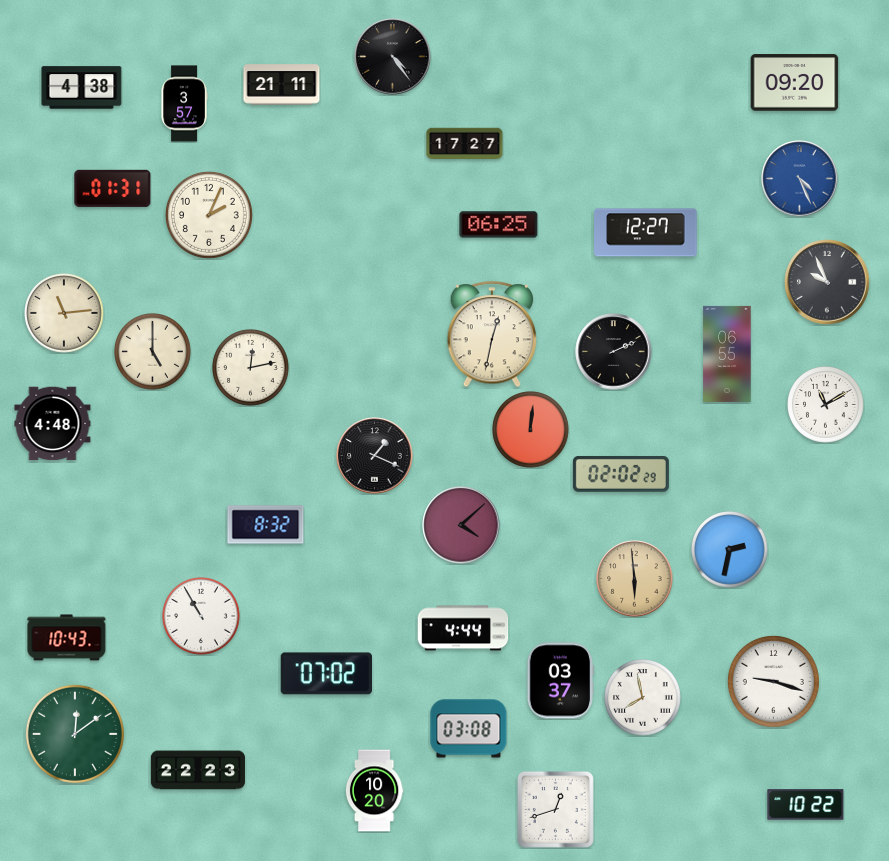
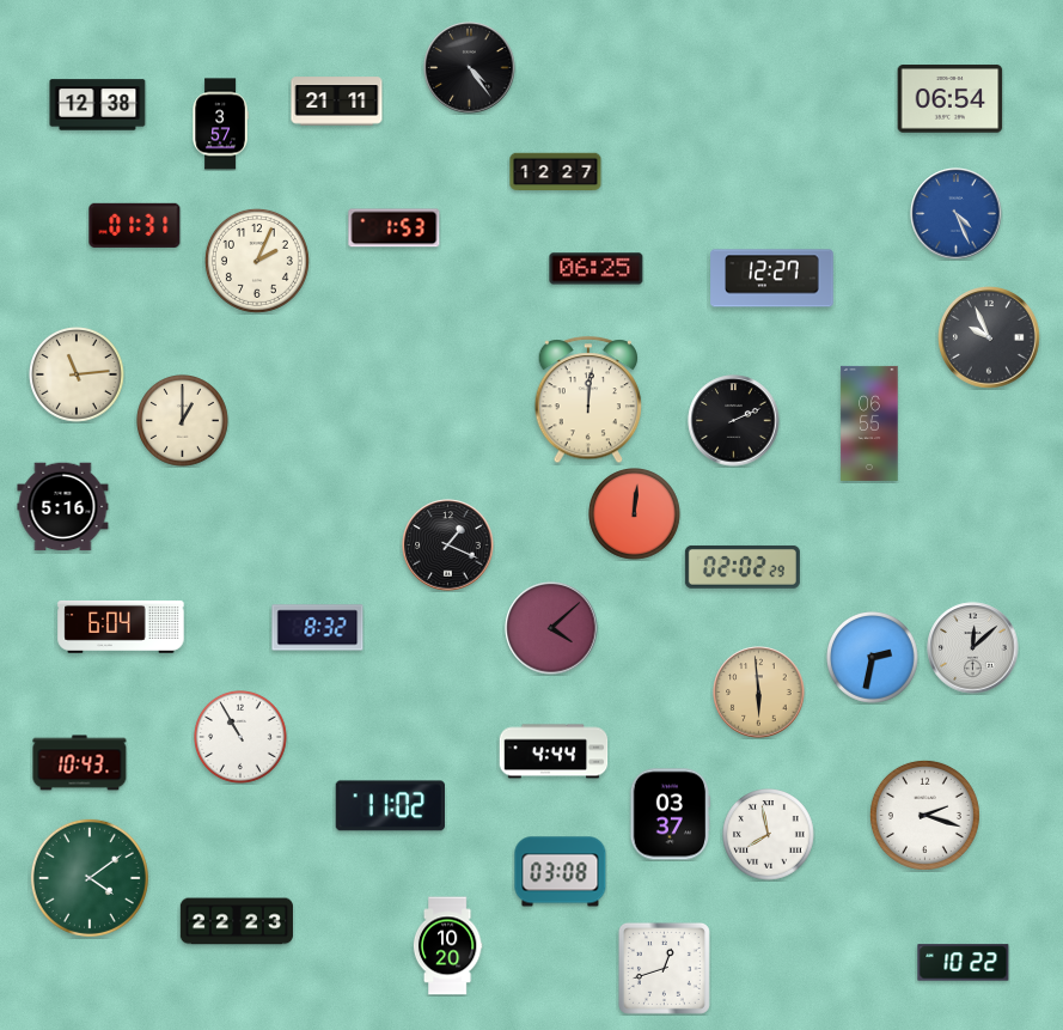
clock at (795, 83): 09:20 -> 06:54
clock at (82, 88): 4:38 -> 12:38
clock at (465, 144): 17:27 -> 12:27
clock at (395, 228): none -> 1:53
clock at (209, 215) position: (209, 215) -> (257, 261)
clock at (491, 335): 12:32 -> 12:01
clock at (153, 352): 5:00 -> 1:00
clock at (251, 368): 12:13 -> none
clock at (826, 405): 11:10 -> none
clock at (53, 424): 4:48 -> 5:16
clock at (121, 627): none -> 6:04
clock at (973, 648): none -> 12:08
clock at (326, 674): 07:02 -> 11:02
clock at (773, 681): 9:18 -> 2:18
clock at (75, 734): 12:09 -> 4:09
